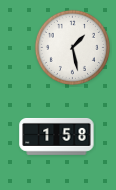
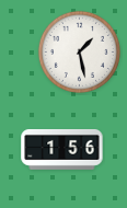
clock at (57, 136): 1:58 -> 1:56
